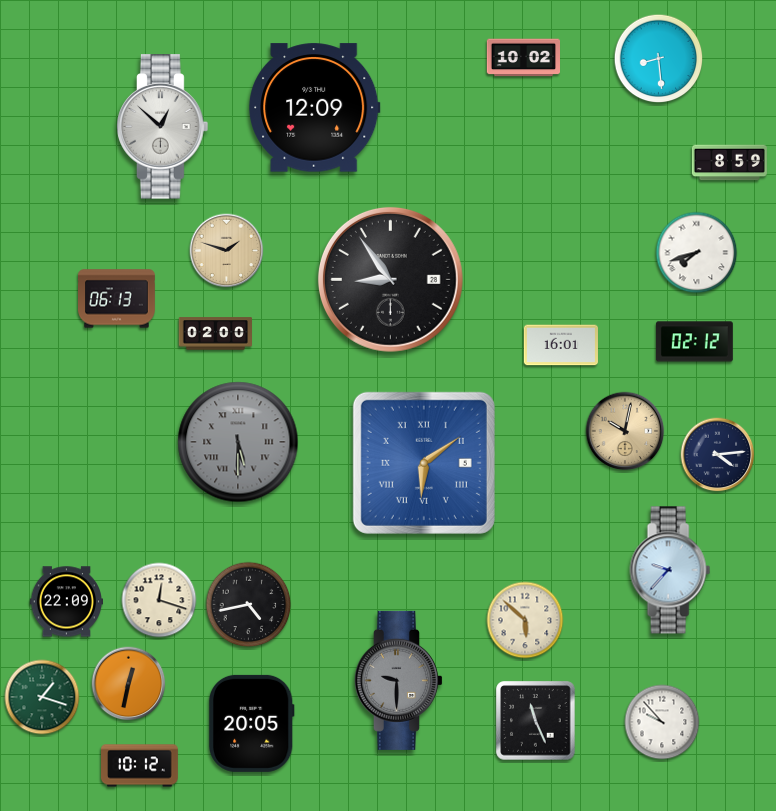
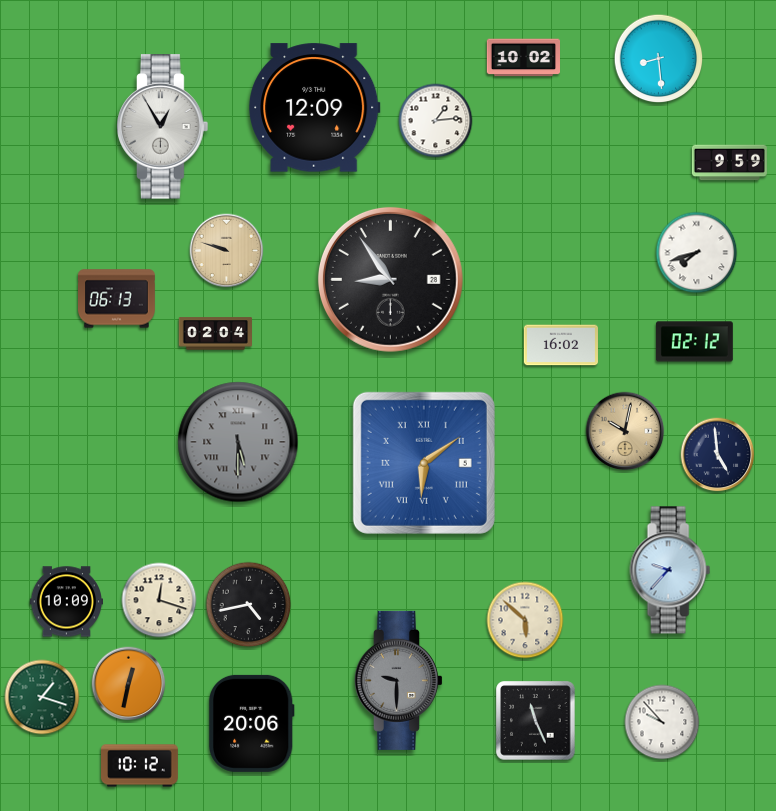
clock at (436, 121): none -> 1:14
clock at (163, 127): 12:52 -> 12:55
clock at (729, 163): 8:59 -> 9:59
clock at (227, 251): 1:48 -> 9:48
clock at (215, 334): 02:00 -> 02:04
clock at (561, 345): 16:01 -> 16:02
clock at (718, 455): 4:14 -> 4:59
clock at (66, 602): 22:09 -> 10:09
clock at (251, 723): 20:05 -> 20:06
